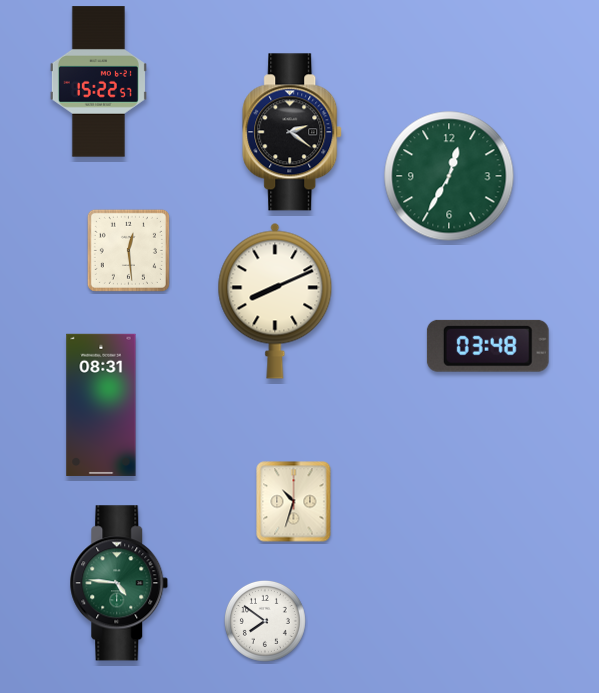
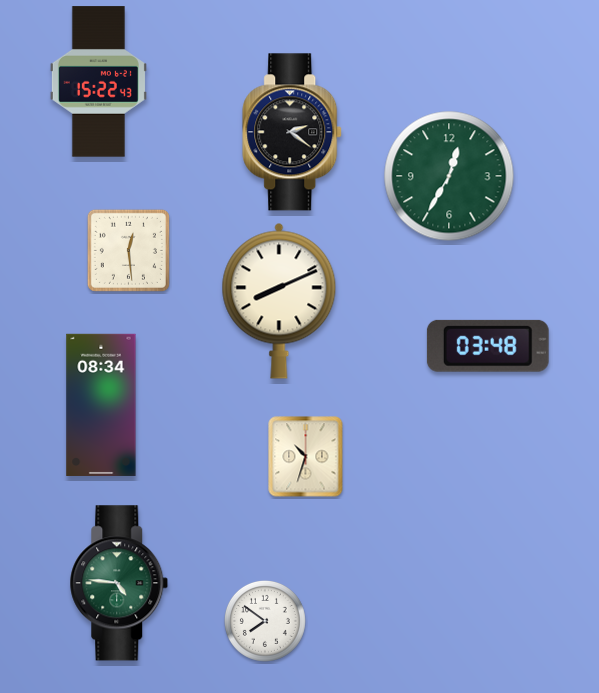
clock at (98, 82): 15:22:57 -> 15:22:43
clock at (275, 301) position: (275, 301) -> (279, 301)
clock at (101, 405): 08:31 -> 08:34
clock at (294, 502) position: (294, 502) -> (306, 457)
